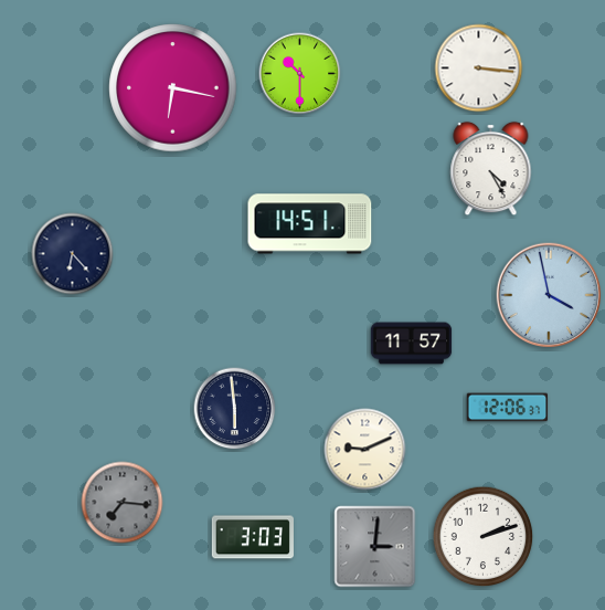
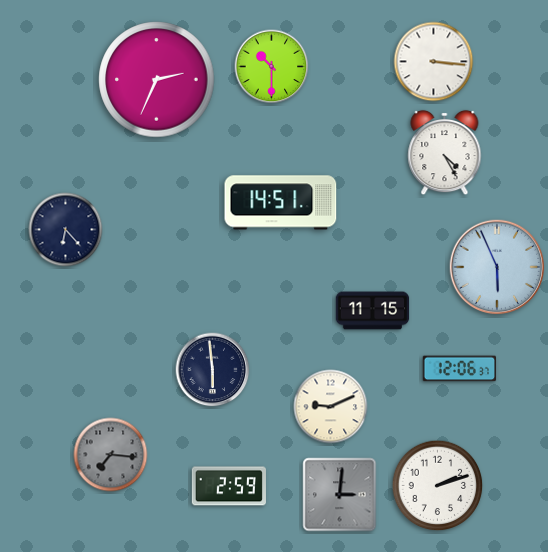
clock at (173, 88): 6:17 -> 2:34
clock at (549, 295): 3:58 -> 5:56
clock at (412, 344): 11:57 -> 11:15
clock at (253, 537): 3:03 -> 2:59
